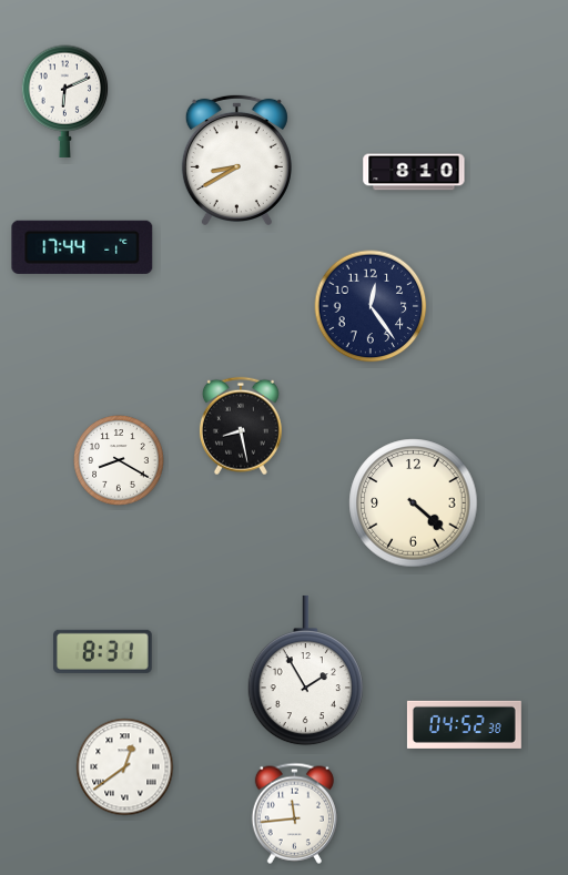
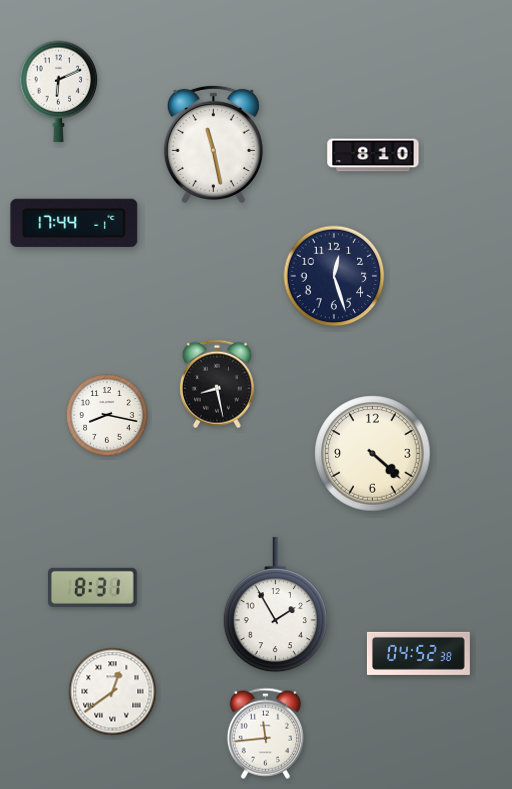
clock at (236, 159): 8:40 -> 11:28
clock at (371, 306): 12:24 -> 12:27
clock at (119, 460): 8:20 -> 8:17
